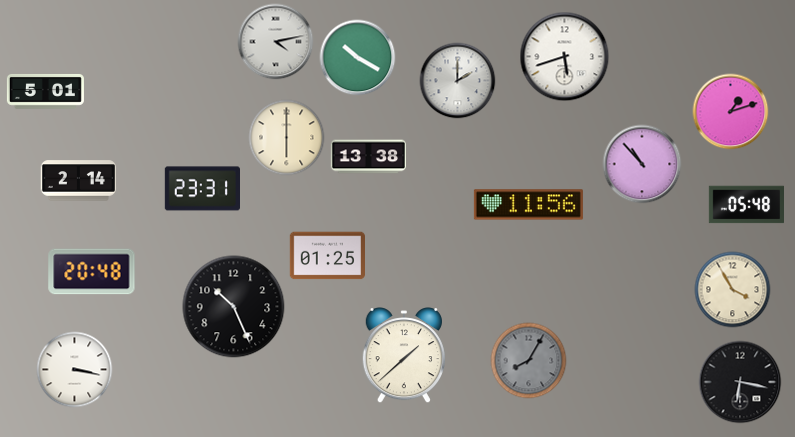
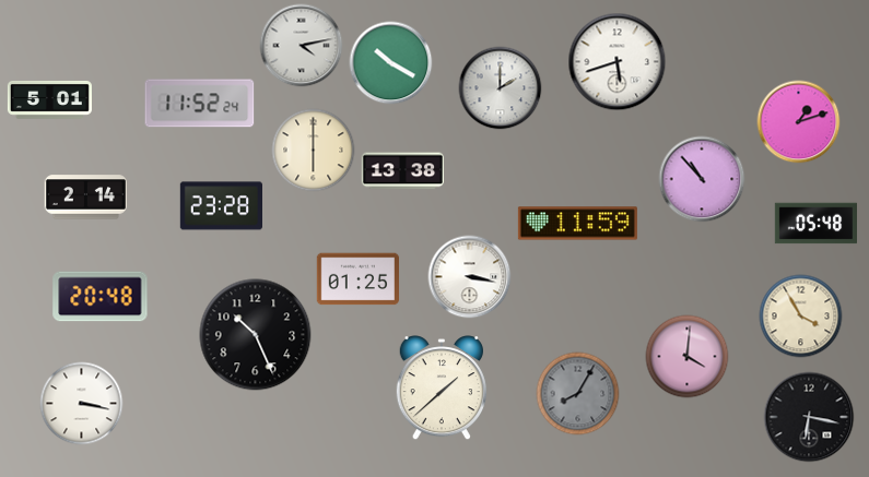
clock at (200, 104): none -> 11:52
clock at (202, 189): 23:31 -> 23:28
clock at (528, 205): 11:56 -> 11:59
clock at (470, 277): none -> 3:17
clock at (688, 357): none -> 4:01
